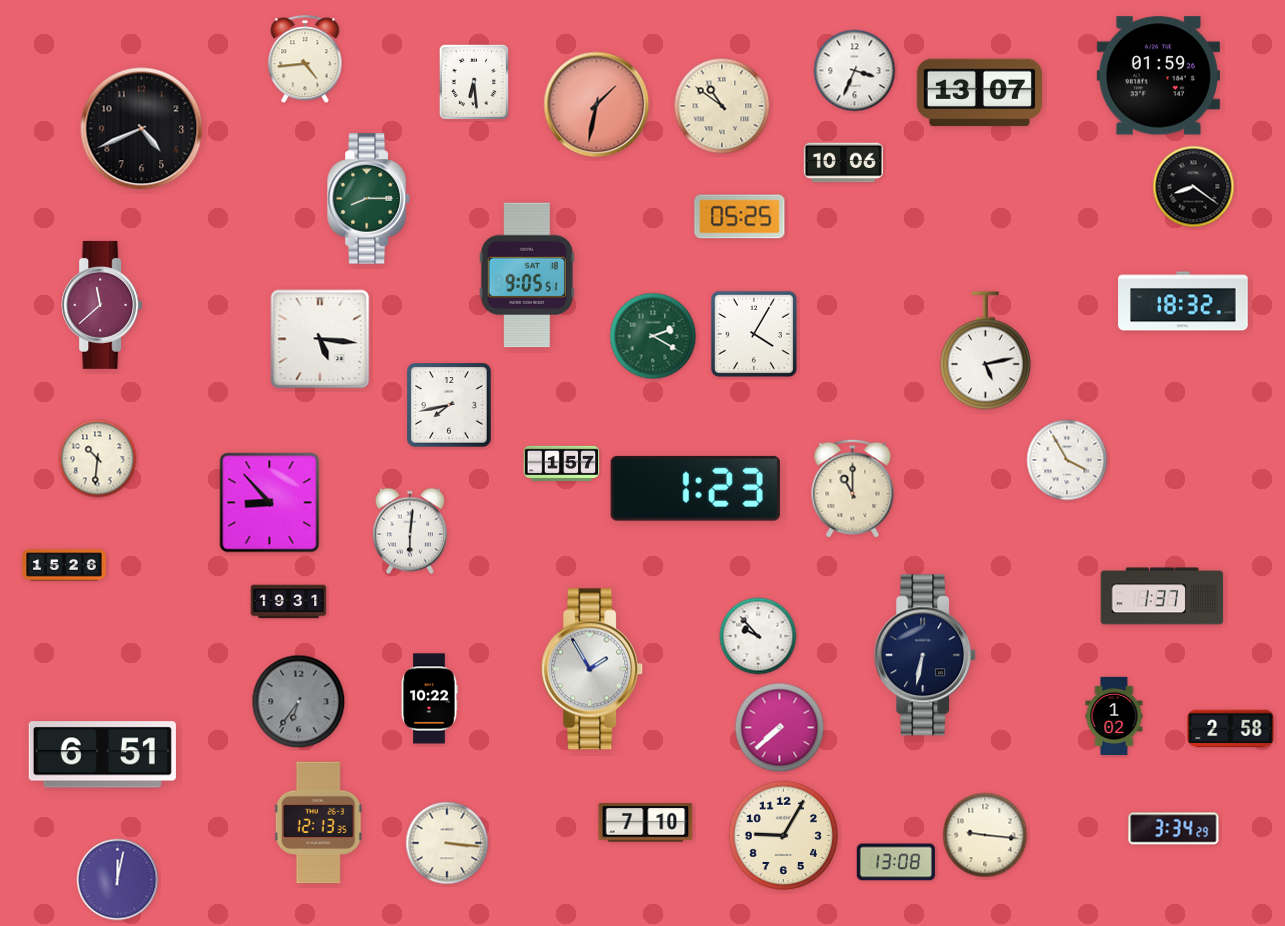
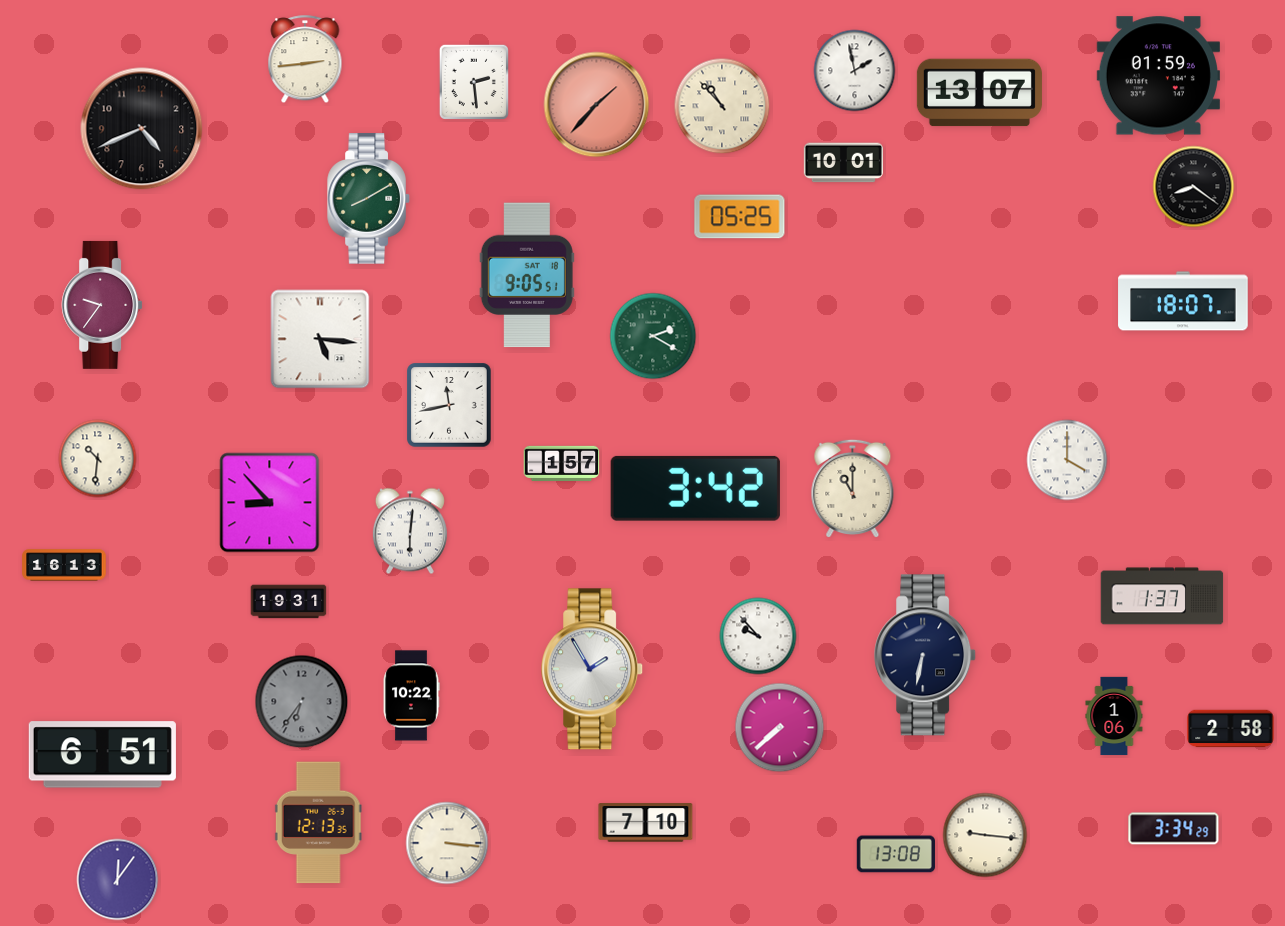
clock at (305, 60): 4:44 -> 2:44
clock at (855, 71): 3:34 -> 1:58
clock at (474, 82): 6:29 -> 2:29
clock at (597, 105): 1:32 -> 1:37
clock at (722, 106): 10:51 -> 10:53
clock at (843, 163): 10:06 -> 10:01
clock at (369, 199): 8:15 -> 8:10
clock at (1183, 301): 18:32 -> 18:07
clock at (102, 305): 11:38 -> 9:36
clock at (754, 334): 4:05 -> none
clock at (985, 351): 5:13 -> none
clock at (449, 405): 7:43 -> 11:43
clock at (1067, 460): 3:55 -> 4:00
clock at (695, 488): 1:23 -> 3:42
clock at (64, 565): 15:26 -> 16:13
clock at (429, 699) position: (429, 699) -> (411, 696)
clock at (299, 702) position: (299, 702) -> (302, 702)
clock at (1114, 716): 1:02 -> 1:06
clock at (784, 836): 9:05 -> none
clock at (896, 862) position: (896, 862) -> (896, 854)
clock at (118, 880): 12:02 -> 12:06
